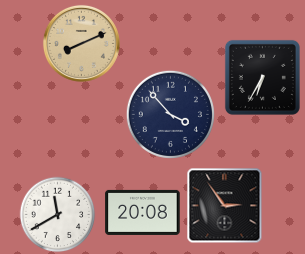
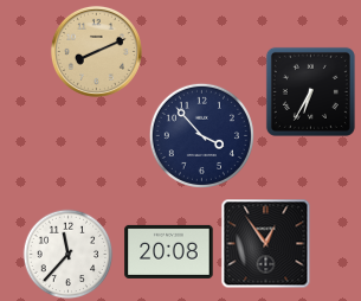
clock at (225, 206): 2:54 -> 12:54
clock at (58, 215): 11:40 -> 11:37
